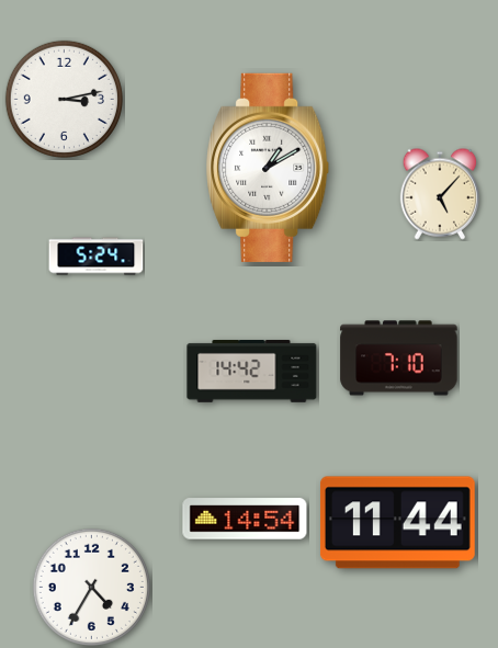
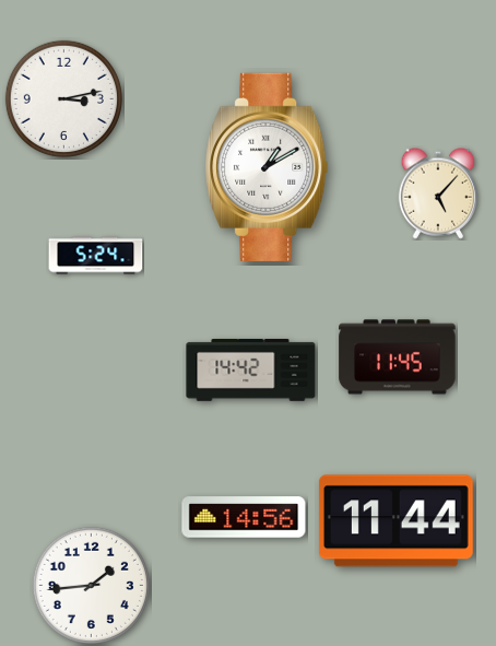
clock at (399, 359): 7:10 -> 11:45
clock at (245, 519): 14:54 -> 14:56
clock at (91, 587): 4:35 -> 1:44
